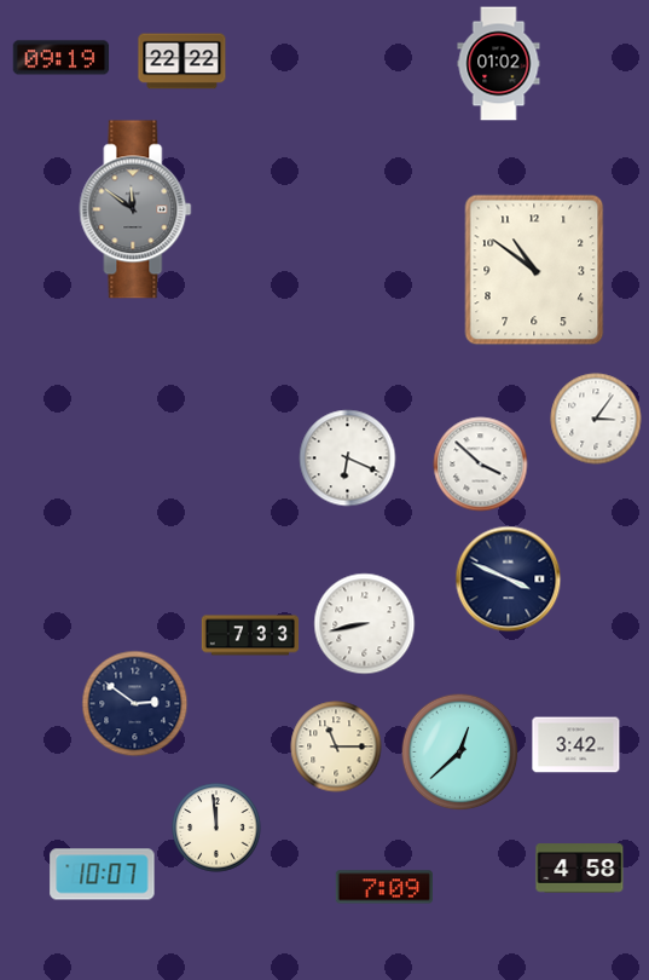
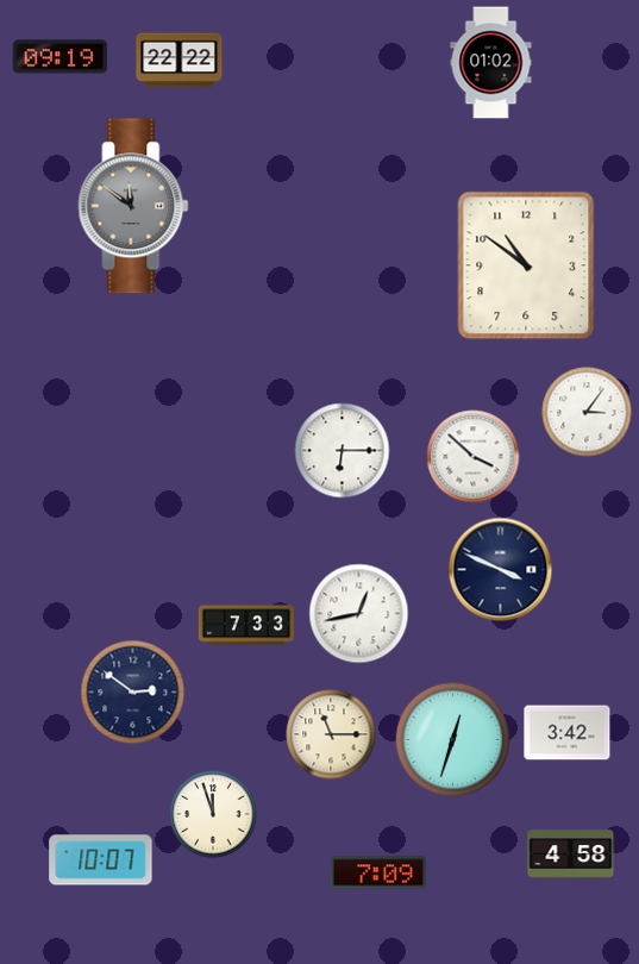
clock at (348, 459): 6:19 -> 6:15
clock at (365, 624): 8:43 -> 12:43
clock at (460, 753): 12:38 -> 12:33
clock at (216, 828): 11:59 -> 11:57
